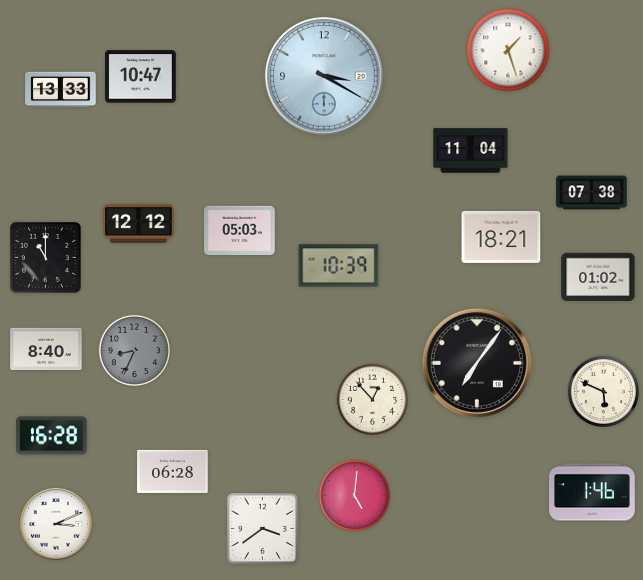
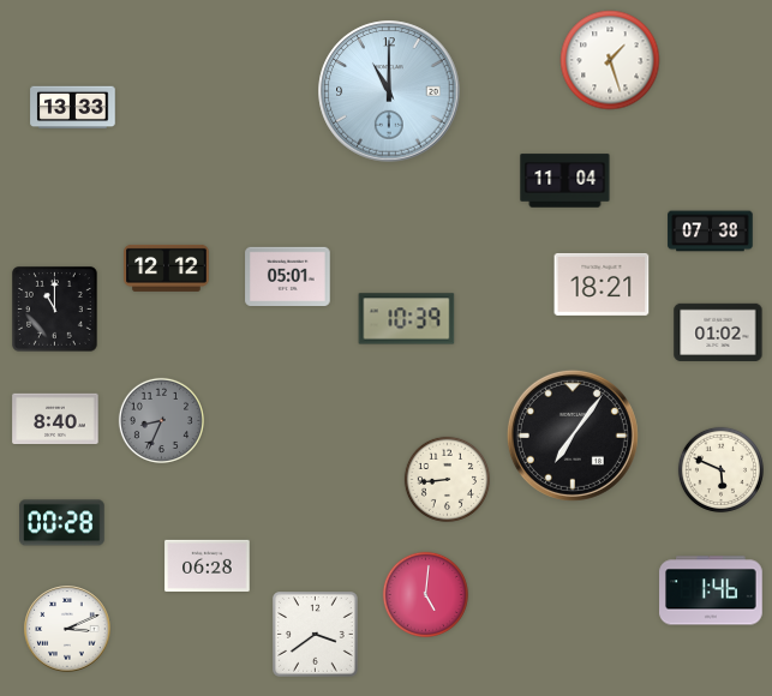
clock at (324, 76): 3:20 -> 11:00
clock at (141, 77): 10:47 -> none
clock at (240, 230): 05:03 -> 05:01
clock at (603, 391) position: (603, 391) -> (720, 469)
clock at (372, 399): 12:53 -> 8:44
clock at (52, 436): 16:28 -> 00:28
